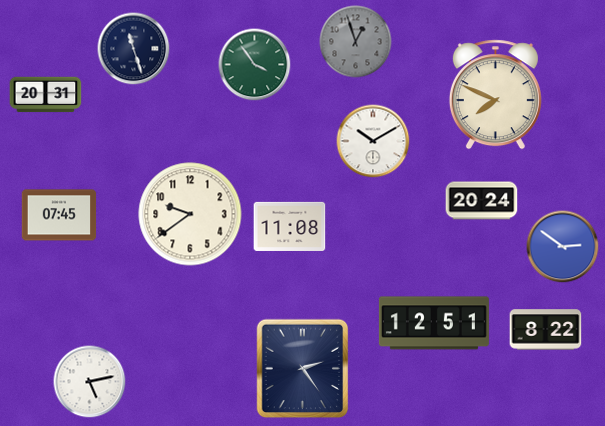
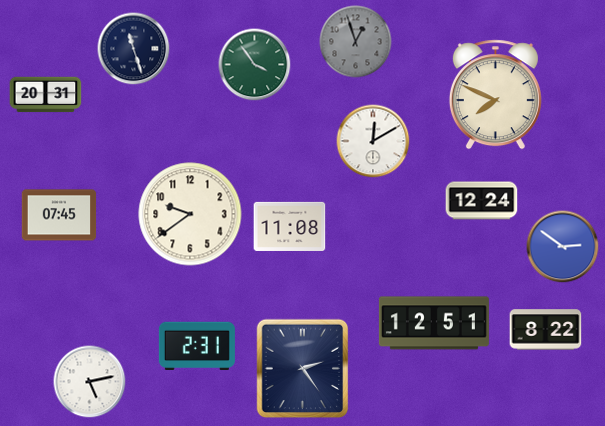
clock at (373, 141): 10:10 -> 12:10
clock at (482, 201): 20:24 -> 12:24
clock at (197, 345): none -> 2:31
